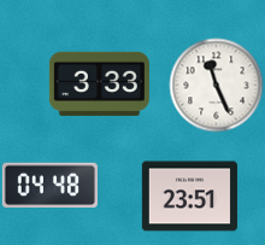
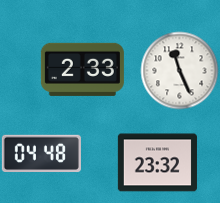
clock at (99, 83): 3:33 -> 2:33
clock at (189, 197): 23:51 -> 23:32
